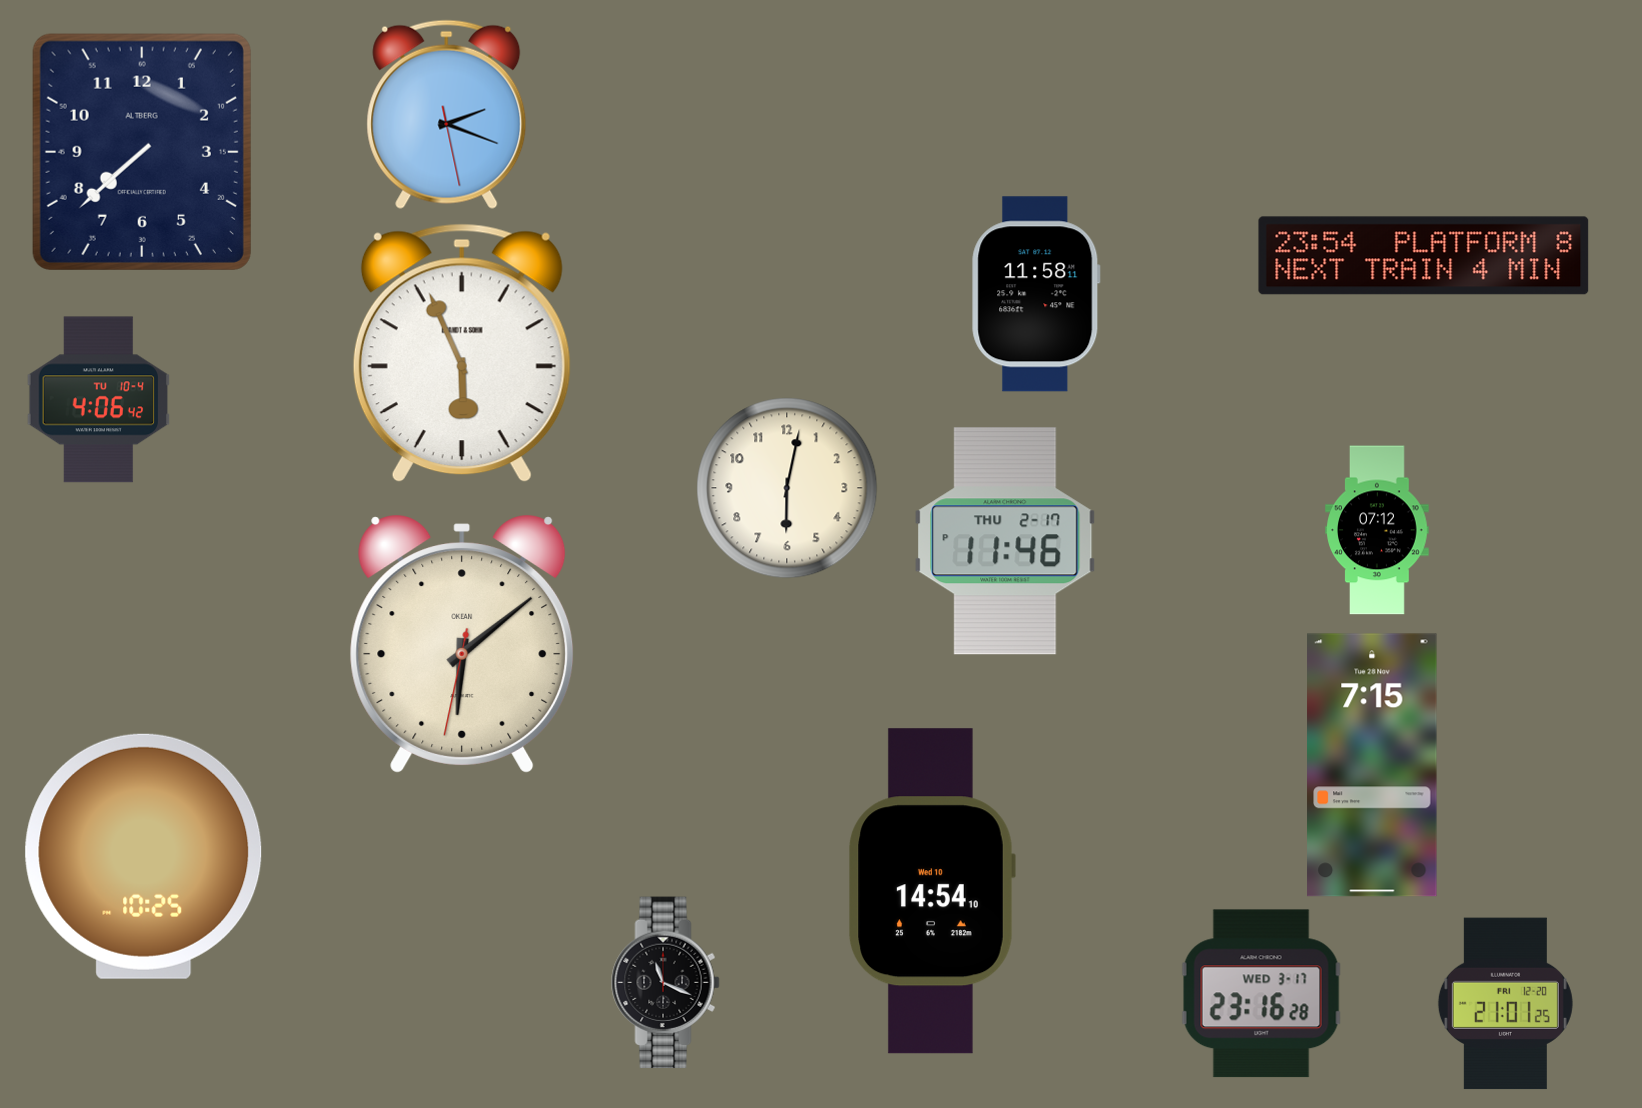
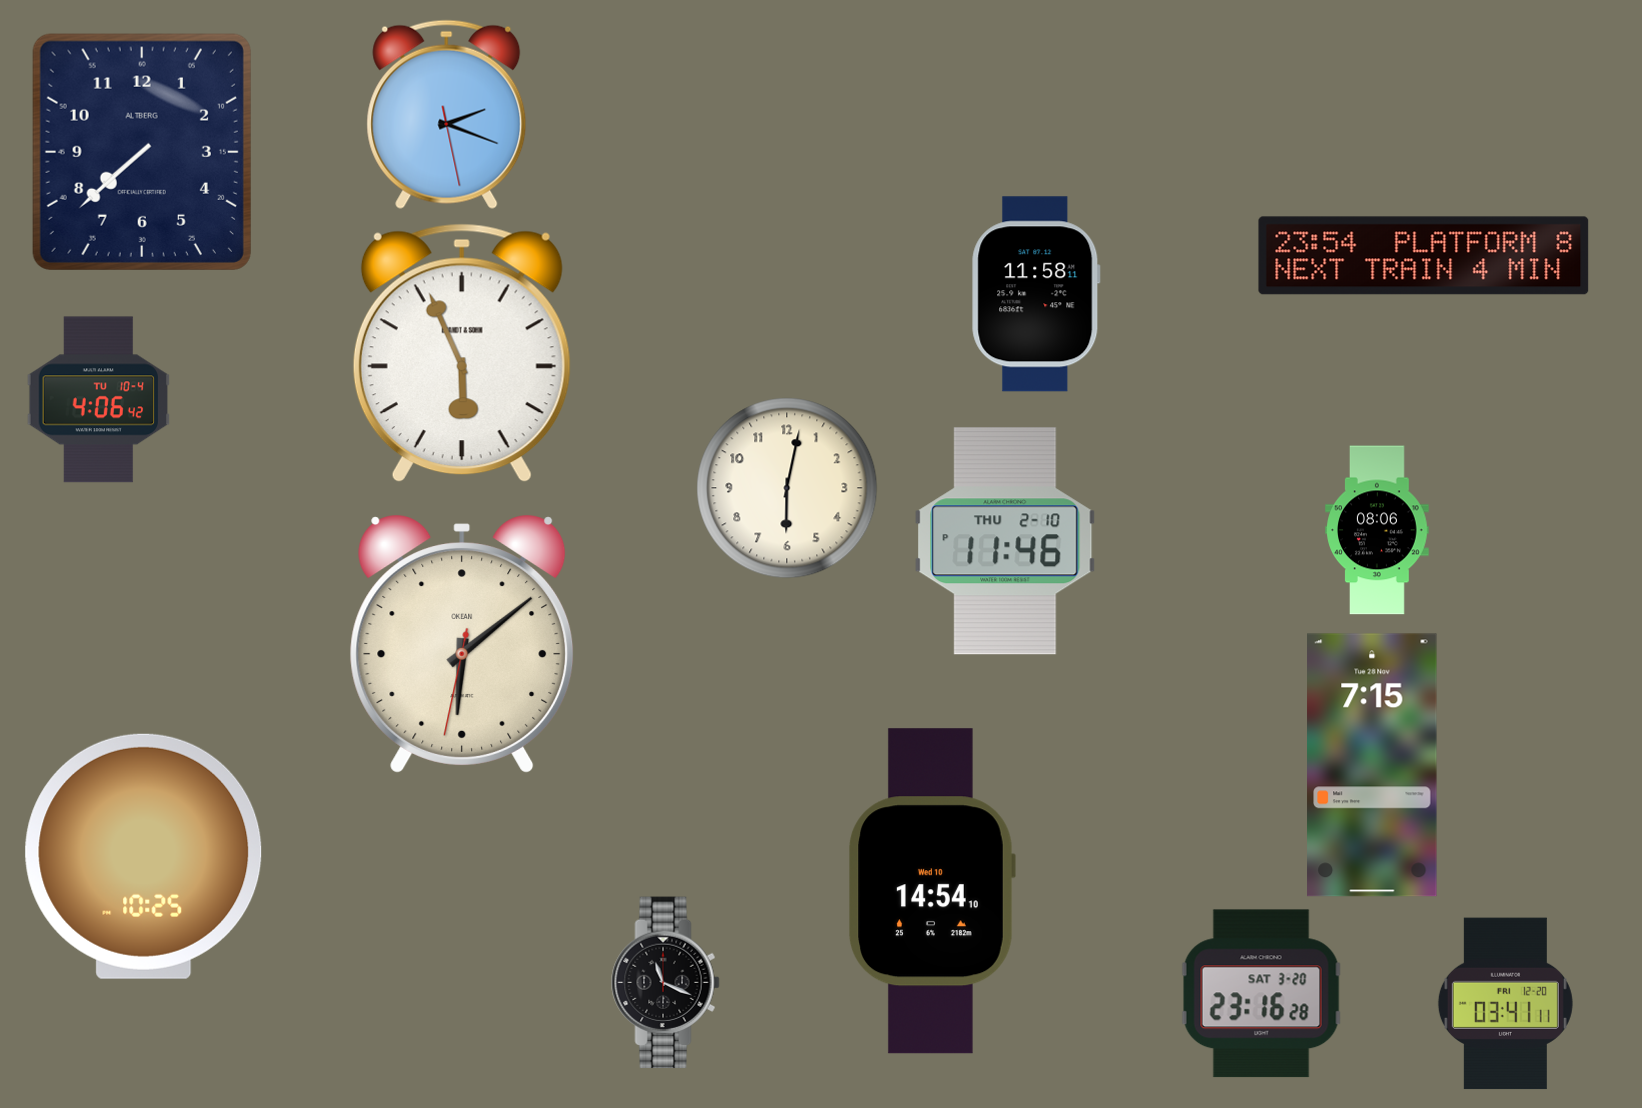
clock at (1377, 530): 07:12 -> 08:06
clock at (1005, 541) date: THU 2-17 -> THU 2-10
clock at (1262, 994) date: WED 3-17 -> SAT 3-20
clock at (1505, 1004): 21:01 -> 03:41
